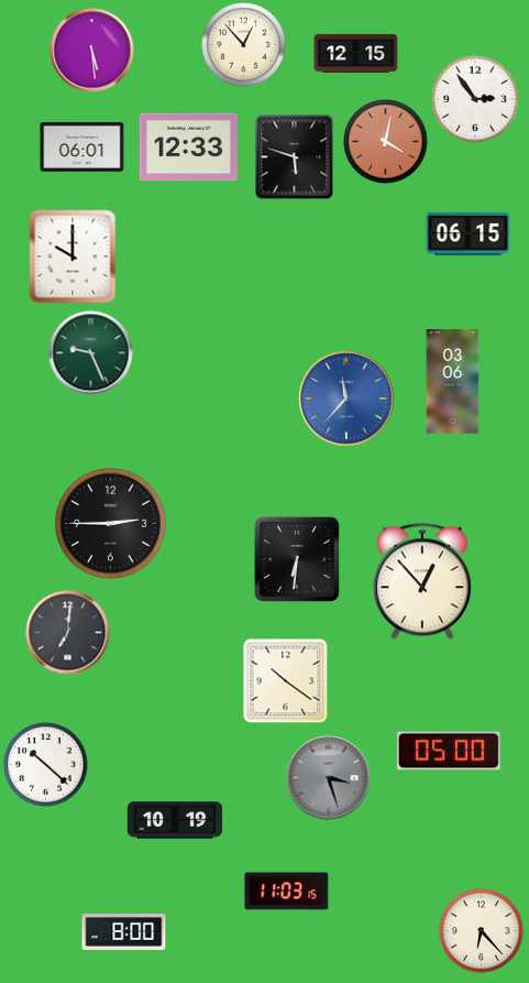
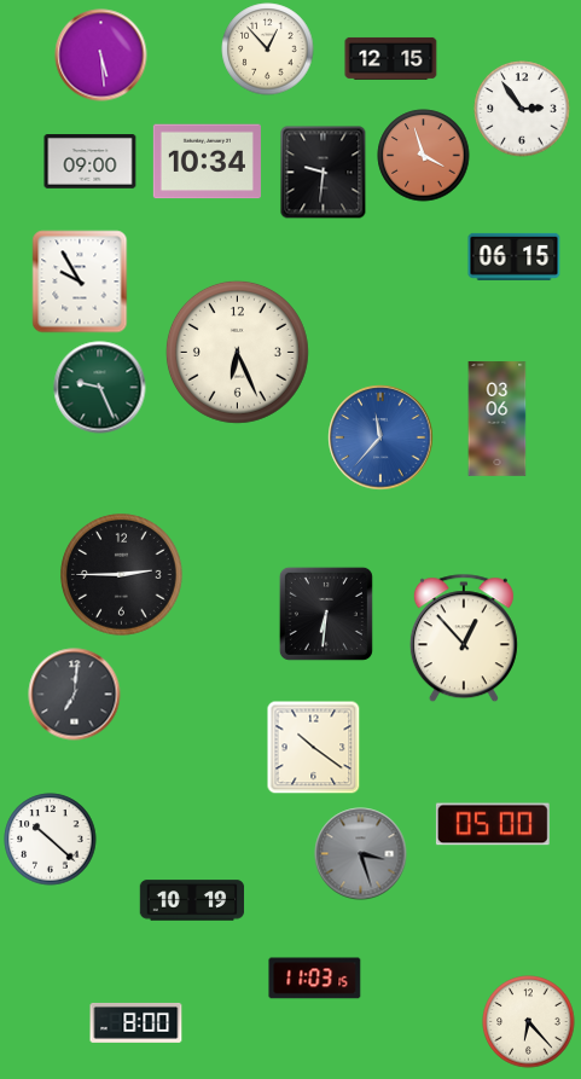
clock at (386, 142): 4:02 -> 3:57
clock at (82, 148): 06:01 -> 09:00
clock at (188, 148): 12:33 -> 10:34
clock at (295, 157): 5:48 -> 9:31
clock at (73, 256): 10:00 -> 9:55
clock at (237, 352): none -> 6:26
